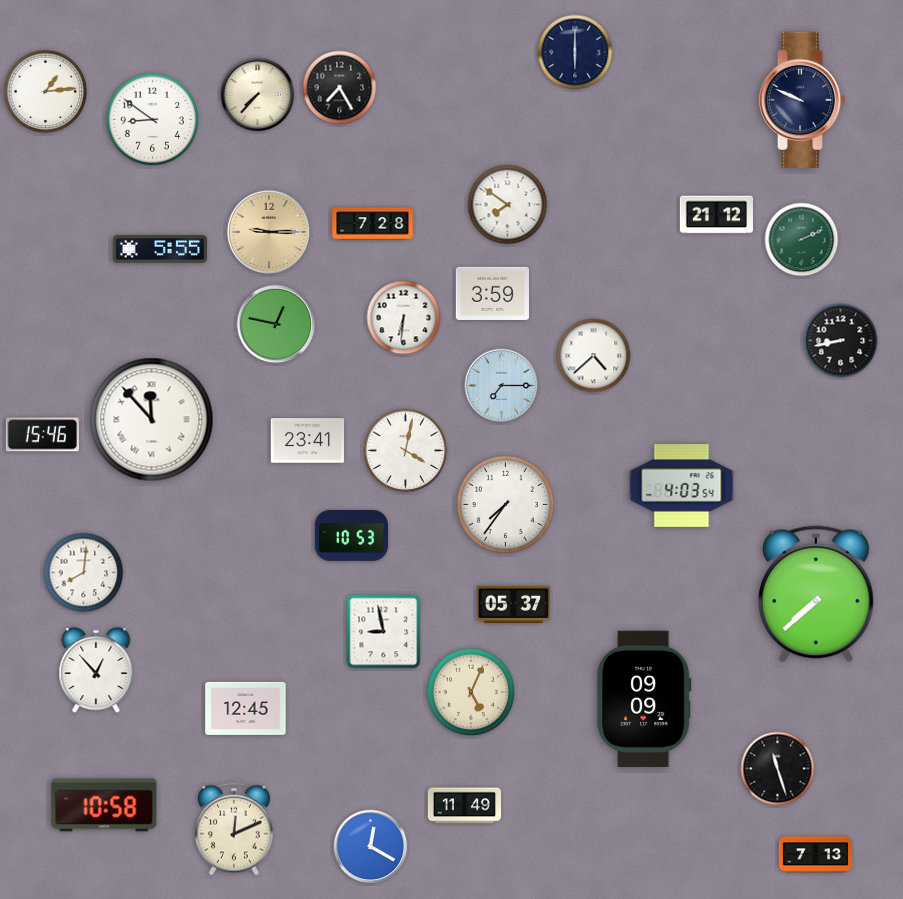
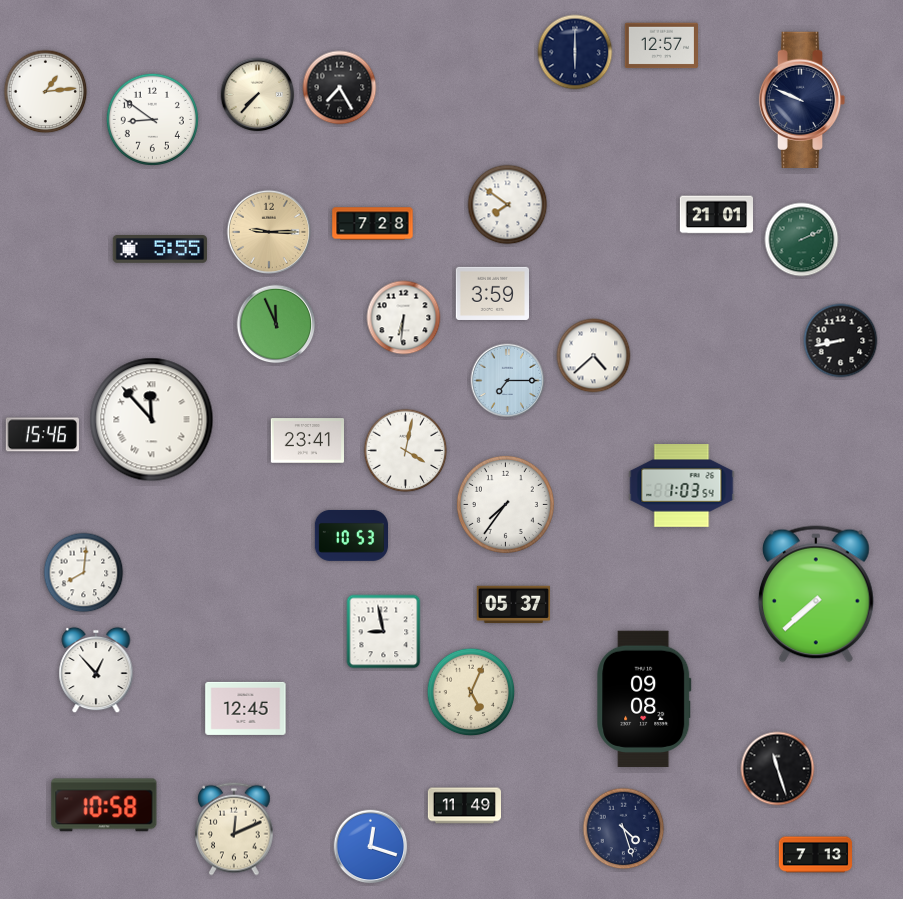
clock at (661, 46): none -> 12:57
clock at (716, 215): 21:12 -> 21:01
clock at (276, 324): 12:47 -> 11:56
clock at (502, 386) position: (502, 386) -> (508, 381)
clock at (682, 486): 4:03 -> 1:03
clock at (644, 698): 09:09 -> 09:08
clock at (624, 829): none -> 4:27
clock at (371, 847): 12:20 -> 12:18
